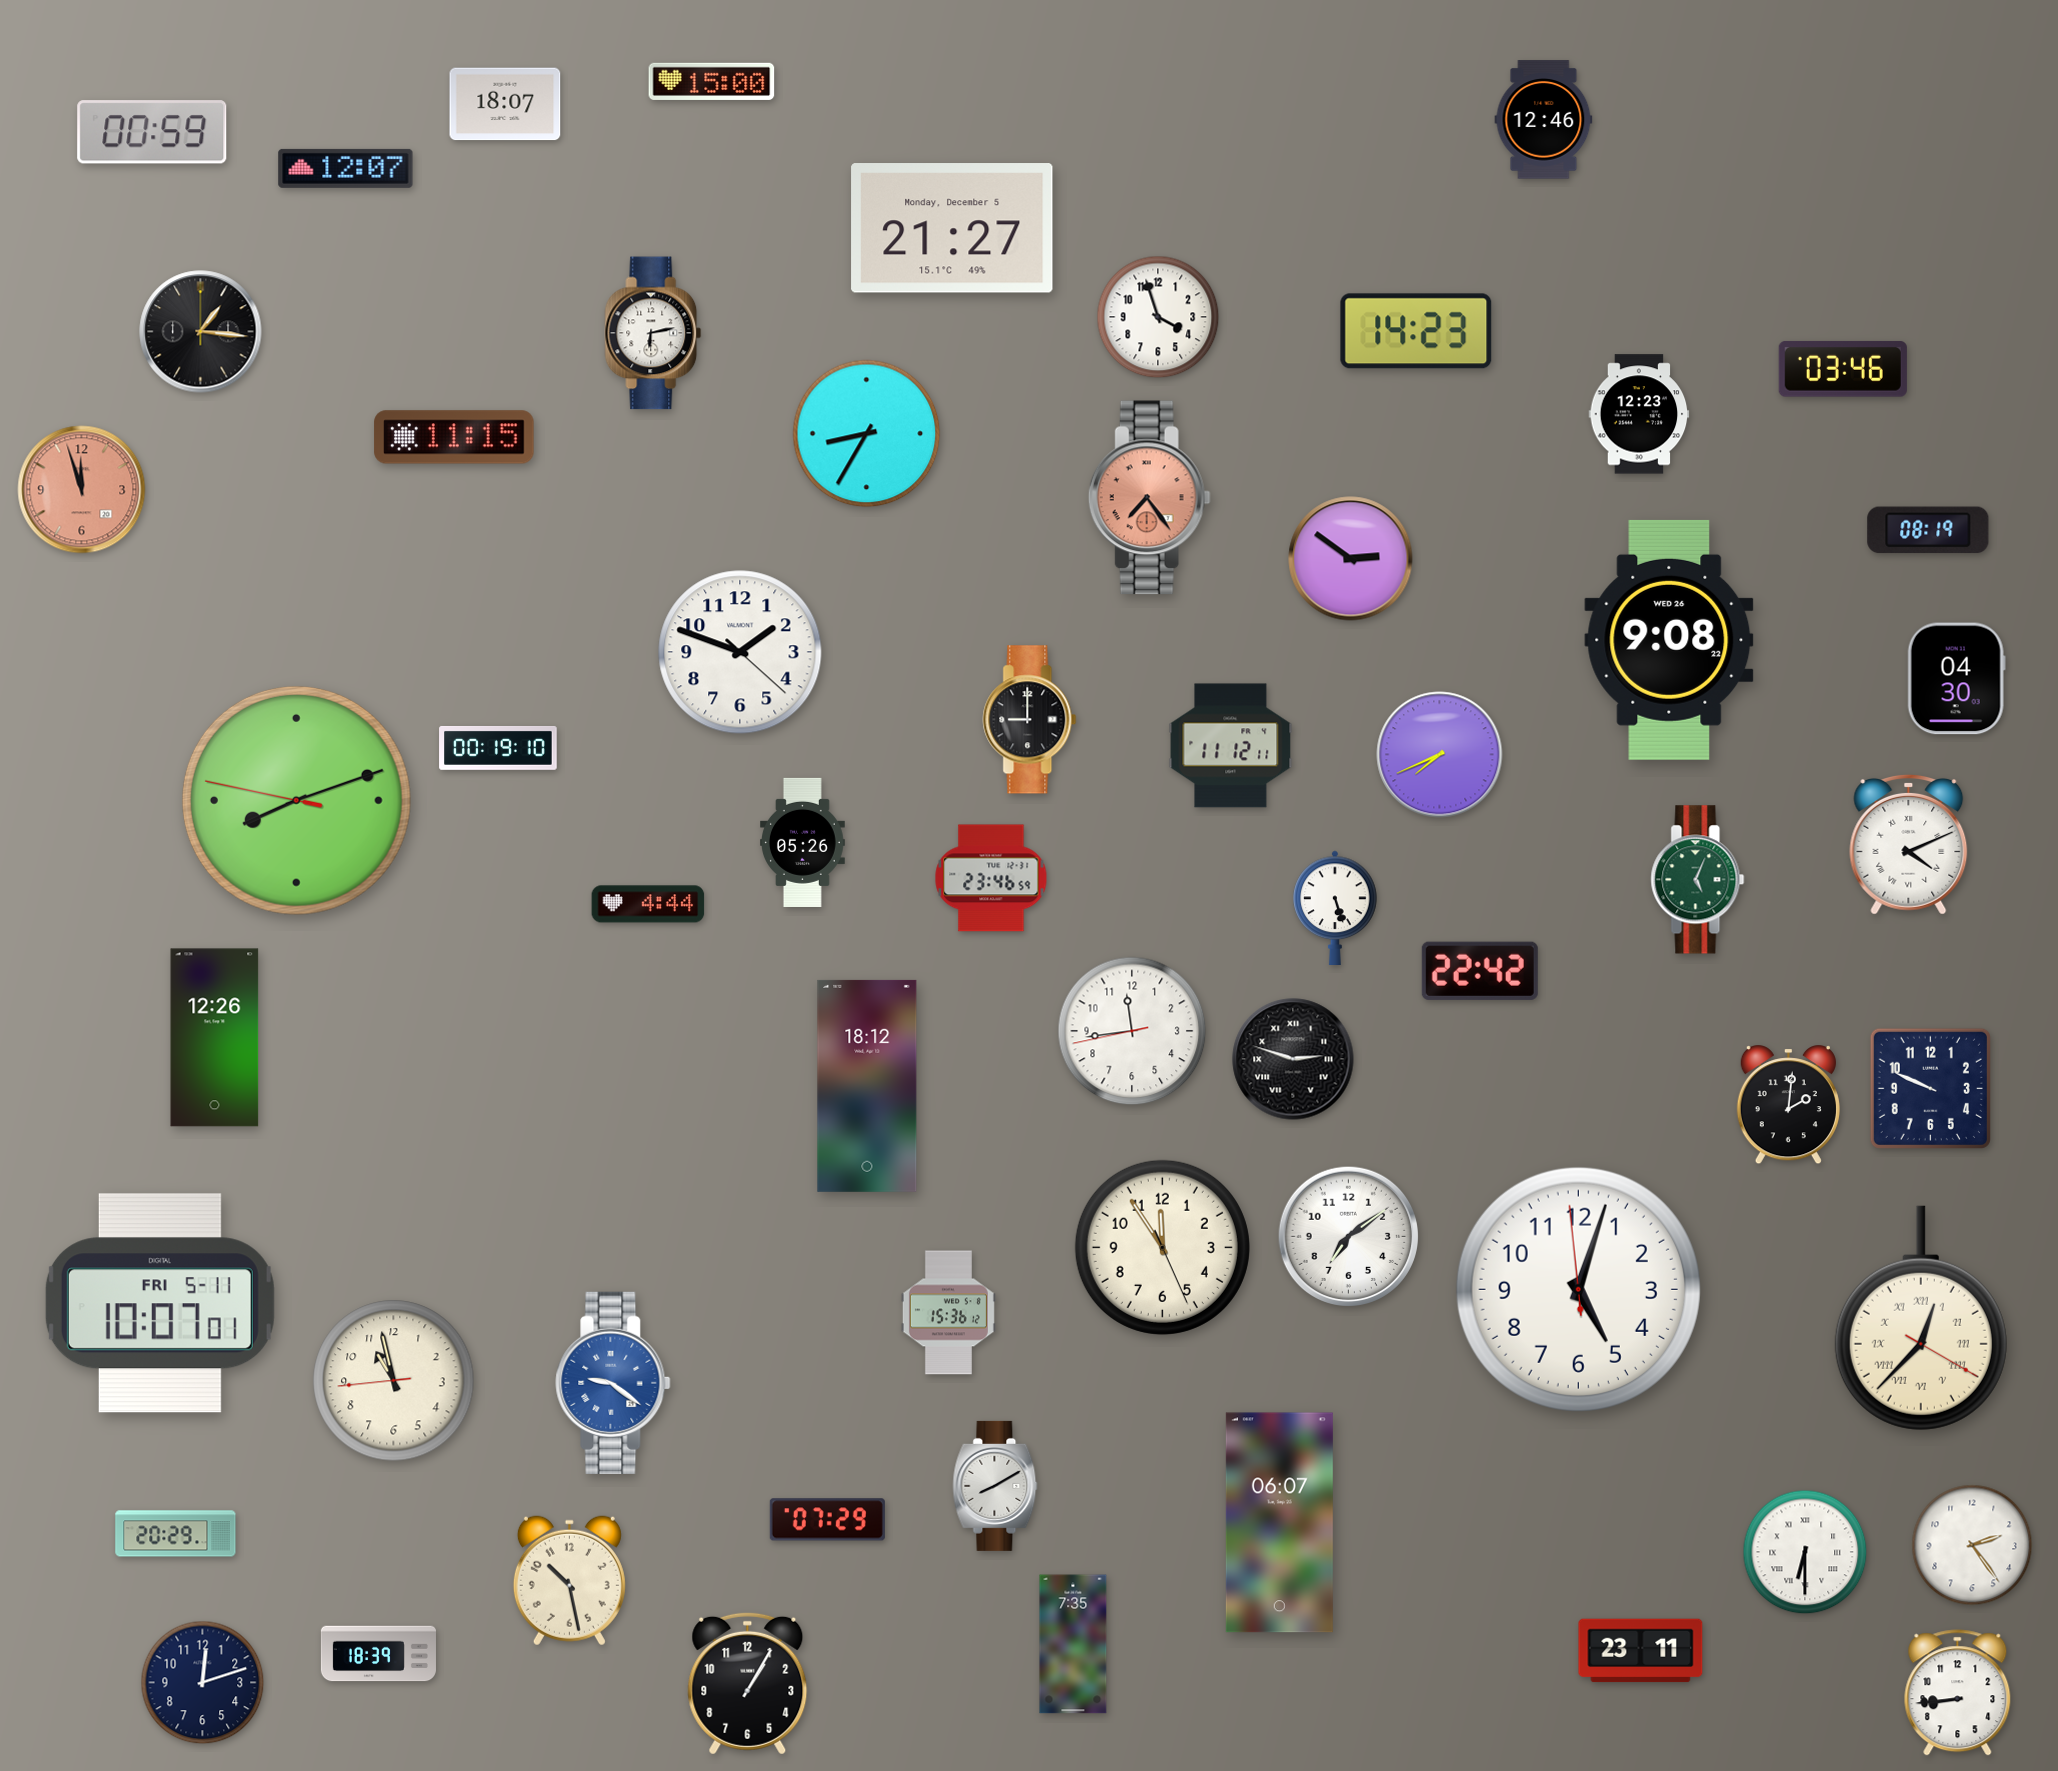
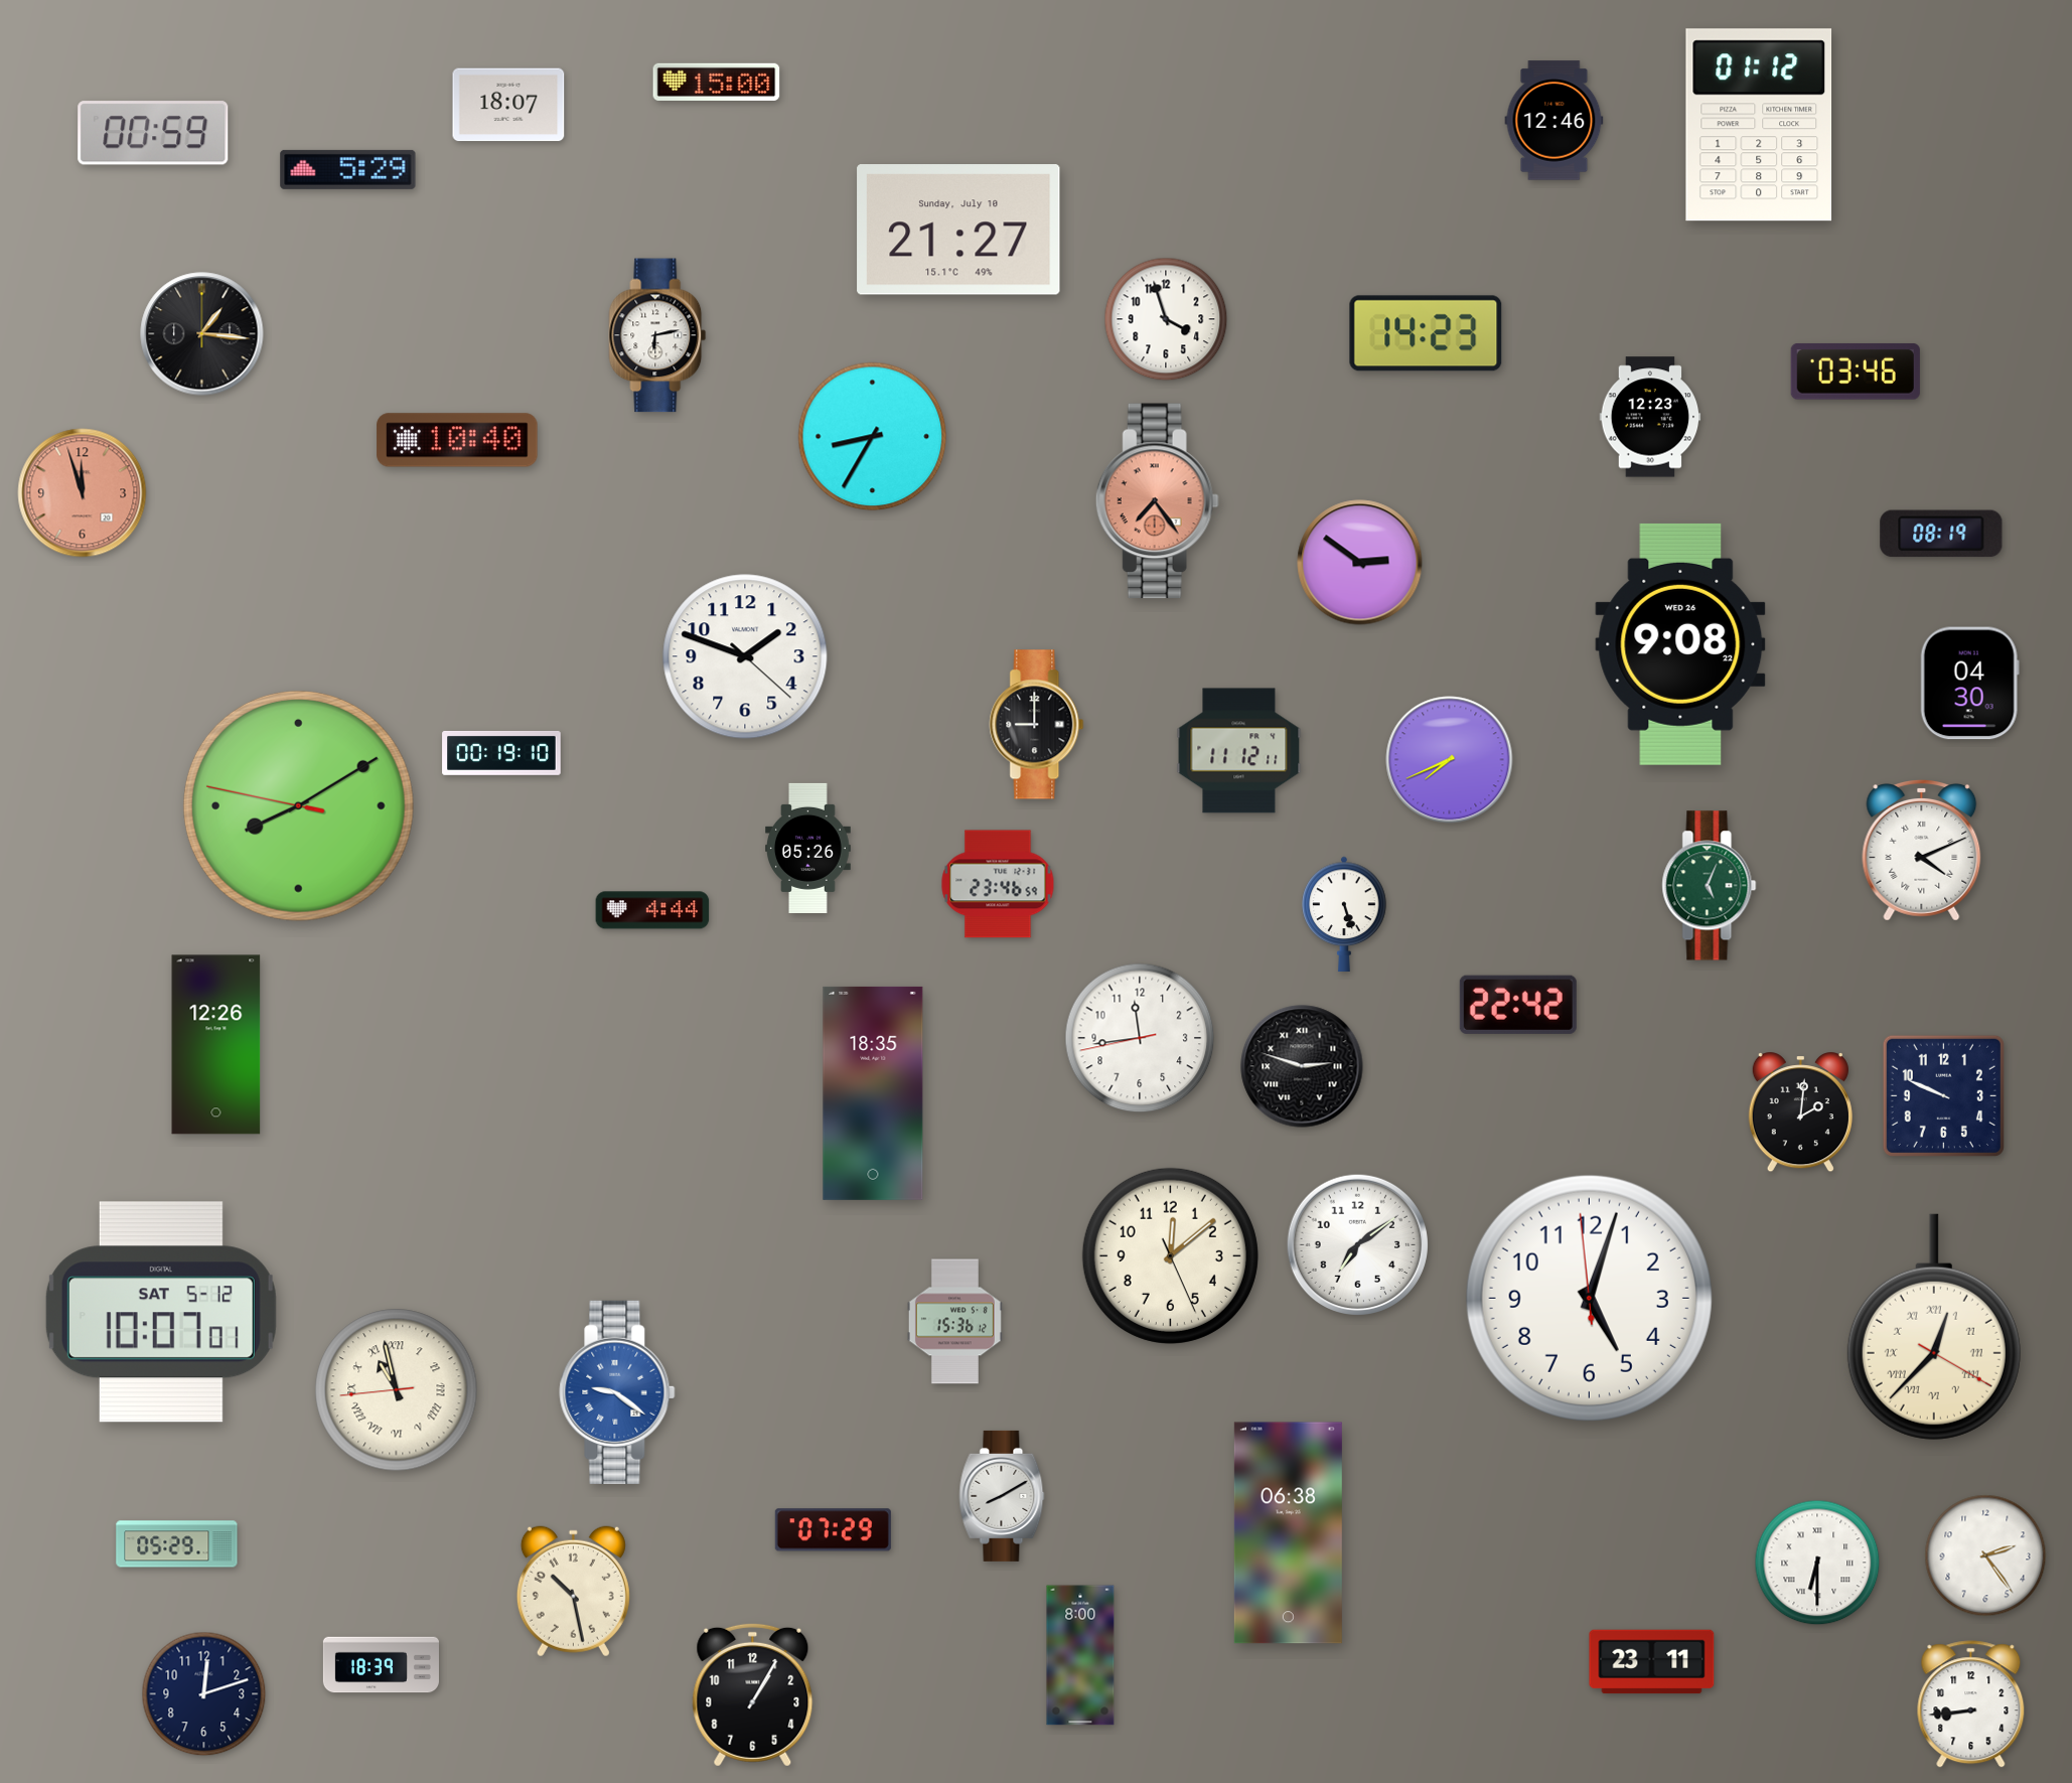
clock at (1759, 125): none -> 01:12
clock at (346, 168): 12:07 -> 5:29
clock at (952, 228) date: Monday, December 5 -> Sunday, July 10
clock at (454, 437): 11:15 -> 10:40
clock at (296, 800): 8:11 -> 8:09
clock at (1480, 971) position: (1480, 971) -> (1518, 1005)
clock at (867, 1086): 18:12 -> 18:35
clock at (1162, 1247): 11:54 -> 12:08
clock at (160, 1303) date: FRI 5-11 -> SAT 5-12
clock at (394, 1381) numerals: Arabic -> Roman
clock at (1279, 1523): 06:07 -> 06:38
clock at (176, 1534): 20:29 -> 05:29
clock at (1073, 1644): 7:35 -> 8:00
